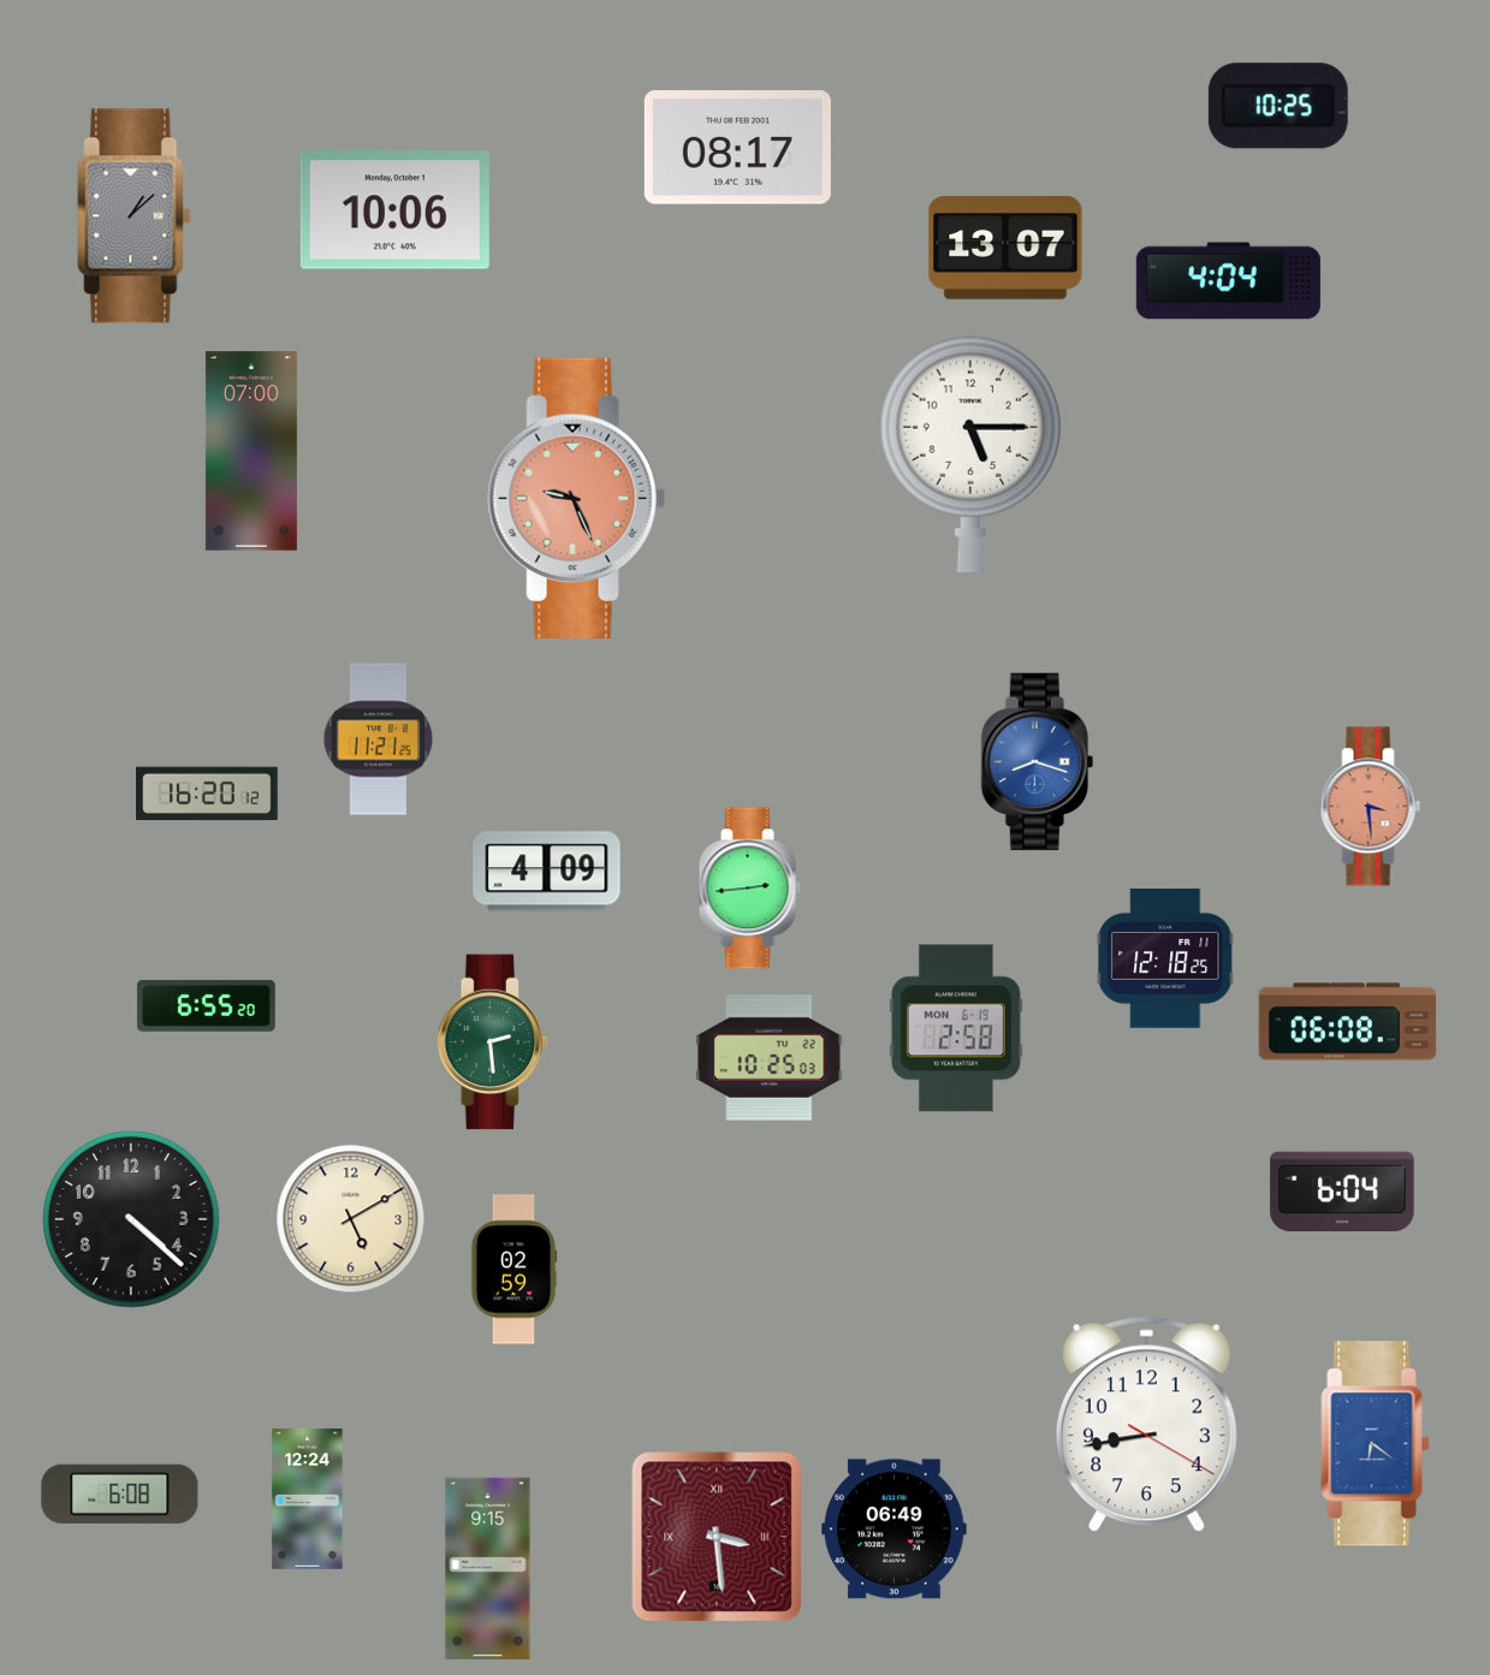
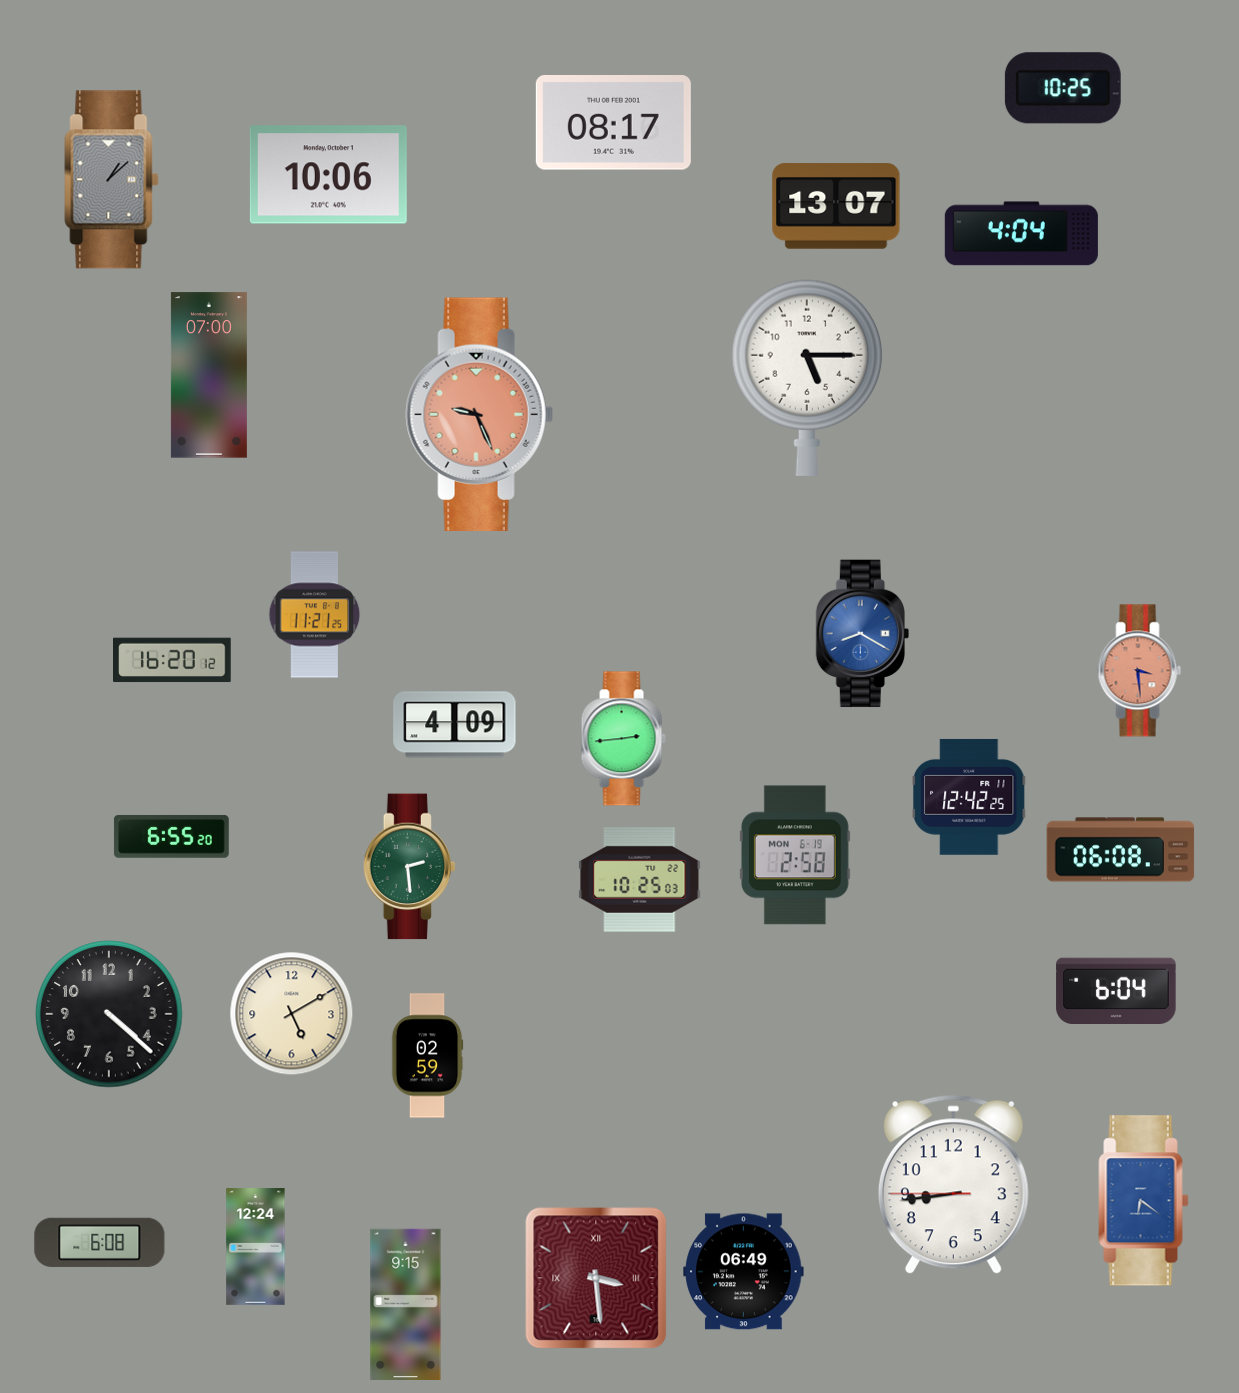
clock at (1037, 762): 8:18 -> 8:20
clock at (1165, 958): 12:18 -> 12:42
clock at (1146, 1425): 8:43:20 -> 8:43:45
